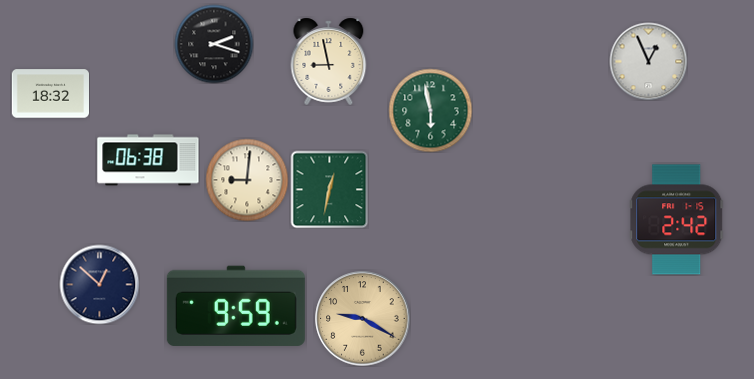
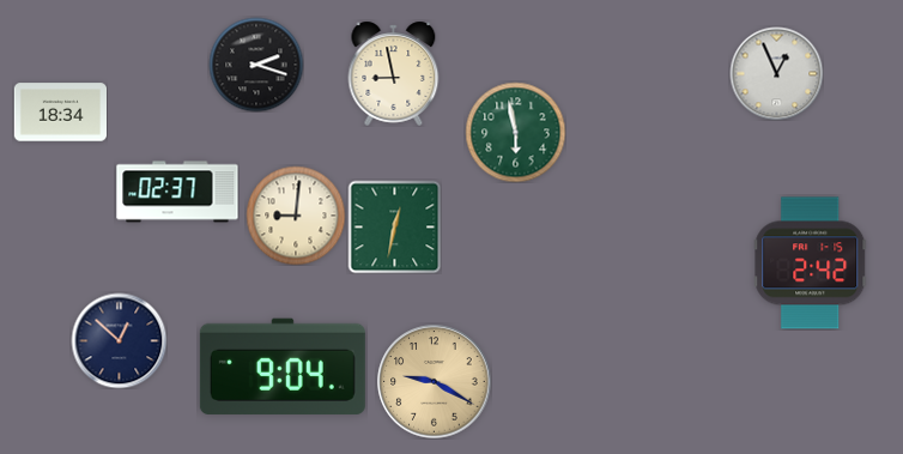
clock at (214, 44) position: (214, 44) -> (256, 65)
clock at (50, 94): 18:32 -> 18:34
clock at (148, 160): 06:38 -> 02:37
clock at (236, 306): 9:59 -> 9:04
